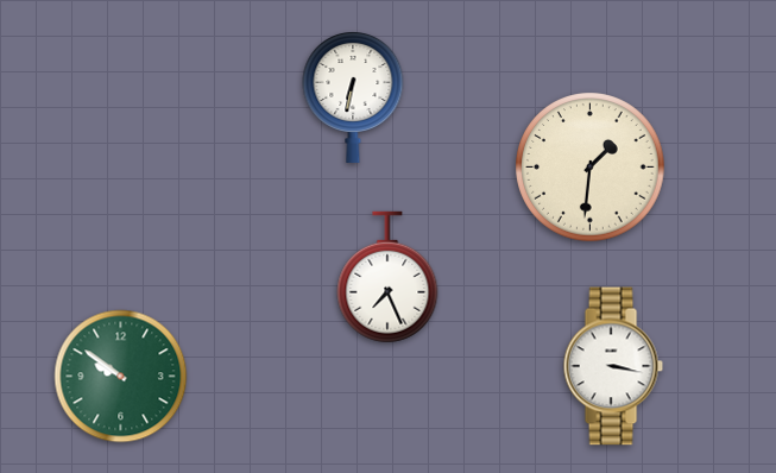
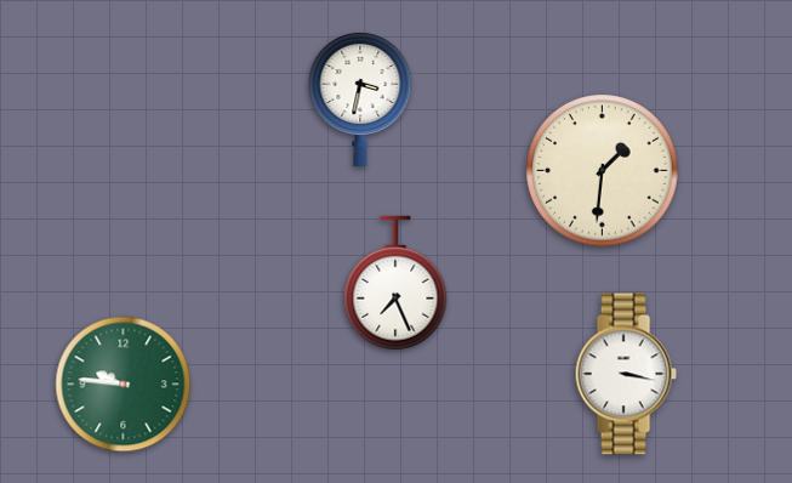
clock at (353, 96): 6:32 -> 3:32
clock at (121, 377): 9:51 -> 9:46
